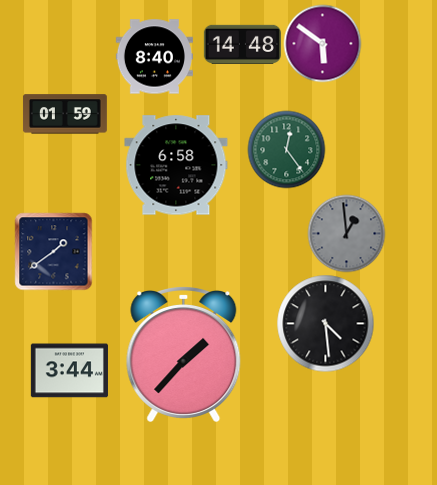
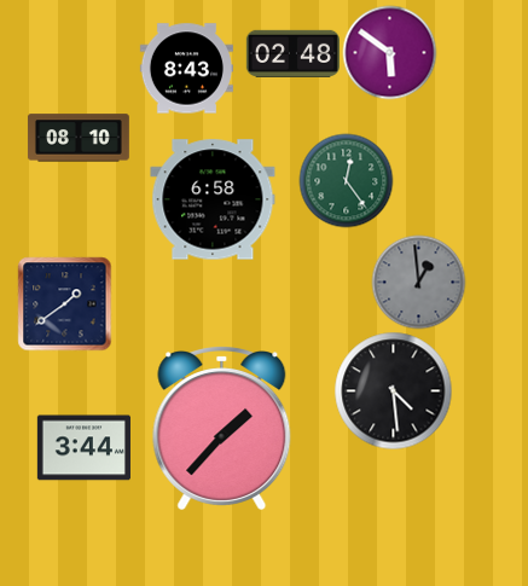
clock at (242, 44): 14:48 -> 02:48
clock at (154, 57): 8:40 -> 8:43
clock at (65, 114): 01:59 -> 08:10
